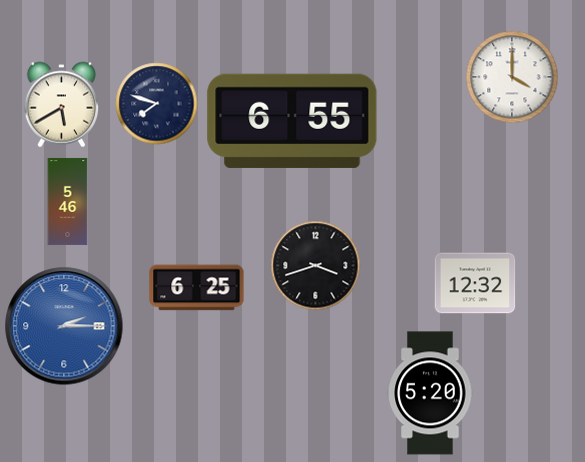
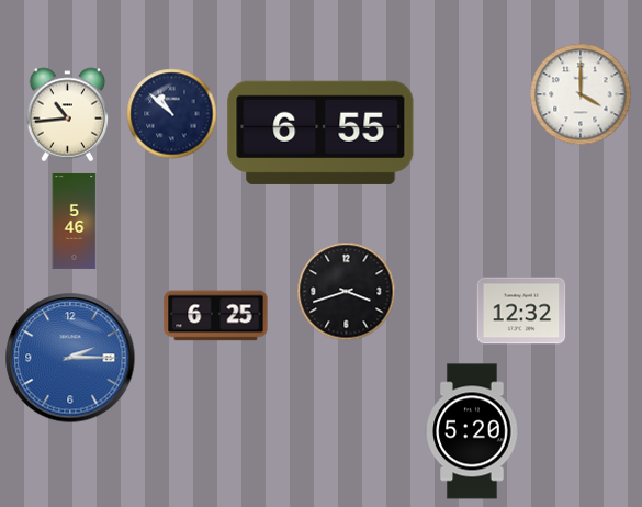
clock at (512, 77) position: (512, 77) -> (581, 94)
clock at (157, 104): 7:48 -> 10:52
clock at (62, 105): 5:40 -> 10:44
